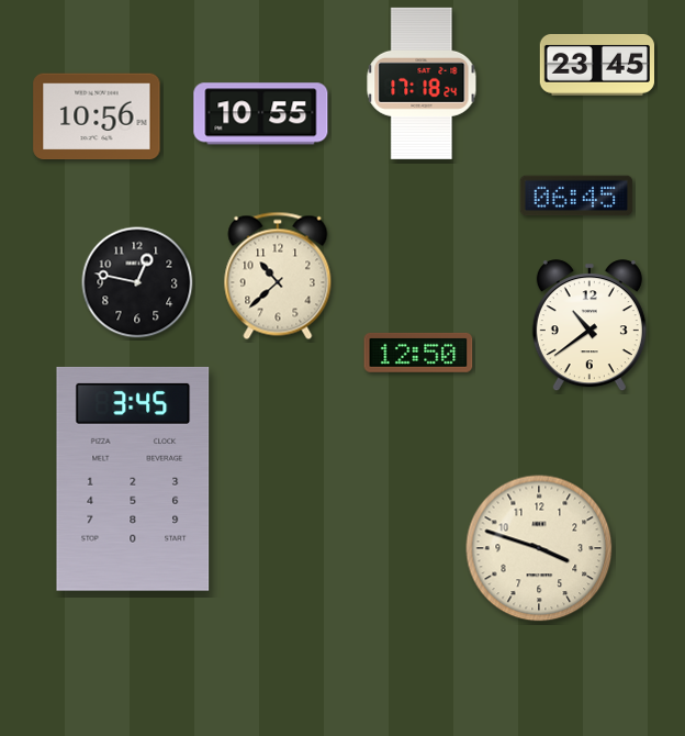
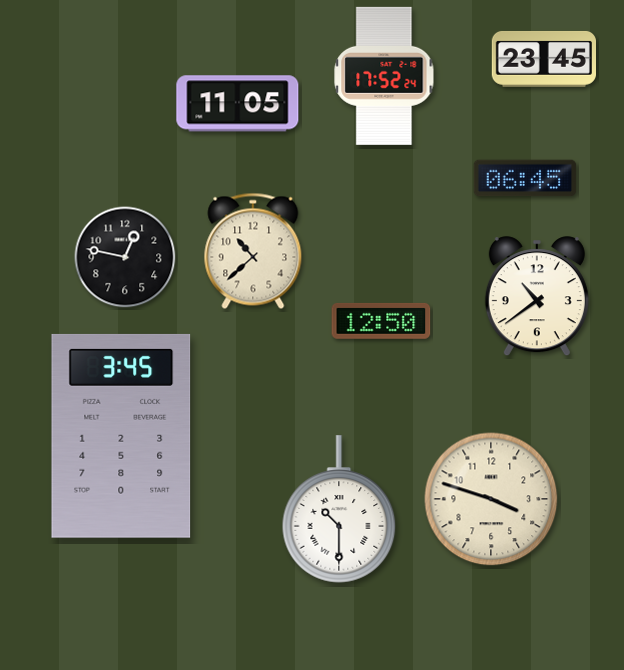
clock at (422, 83): 17:18 -> 17:52
clock at (261, 114): 10:55 -> 11:05
clock at (97, 116): 10:56 -> none
clock at (339, 509): none -> 10:30
